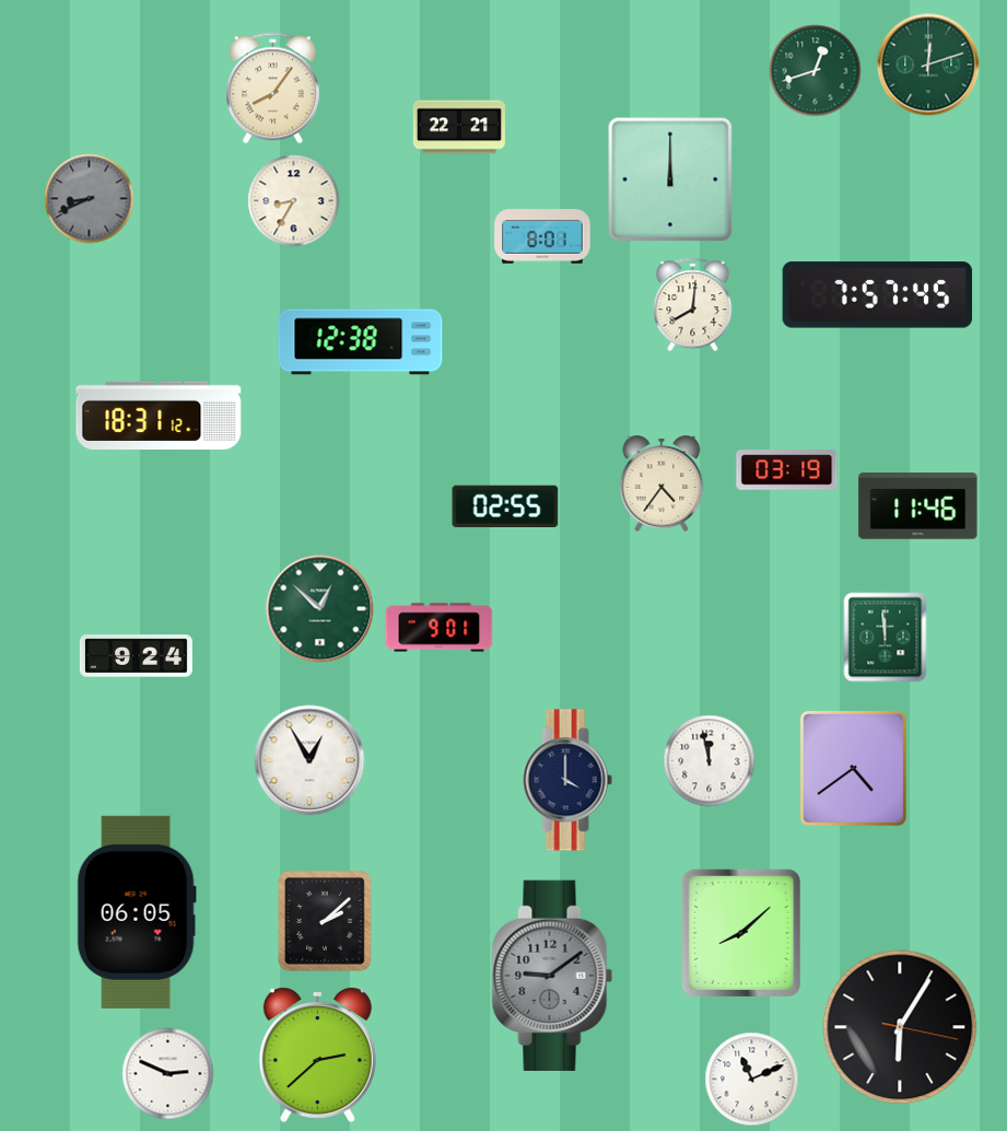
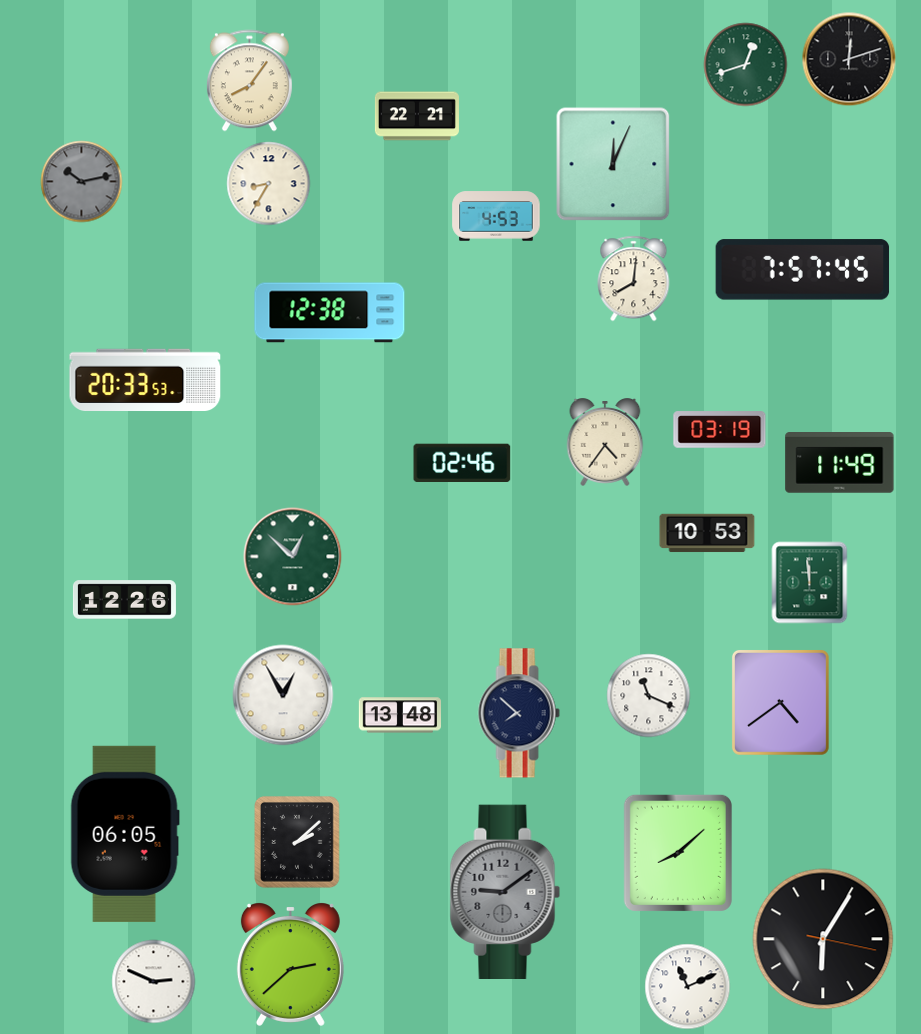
clock at (928, 65) dial: green -> black
clock at (459, 127) position: (459, 127) -> (417, 116)
clock at (670, 179): 12:00 -> 12:04
clock at (90, 199): 8:41 -> 10:13
clock at (542, 236): 8:01 -> 4:53
clock at (159, 415): 18:31 -> 20:33
clock at (505, 506): 02:55 -> 02:46
clock at (918, 506): 11:46 -> 11:49
clock at (707, 533): none -> 10:53
clock at (440, 628): 9:01 -> none
clock at (136, 656): 9:24 -> 12:26
clock at (710, 761): 11:58 -> 11:19
clock at (567, 780): 4:00 -> 7:52
clock at (399, 715): none -> 13:48
